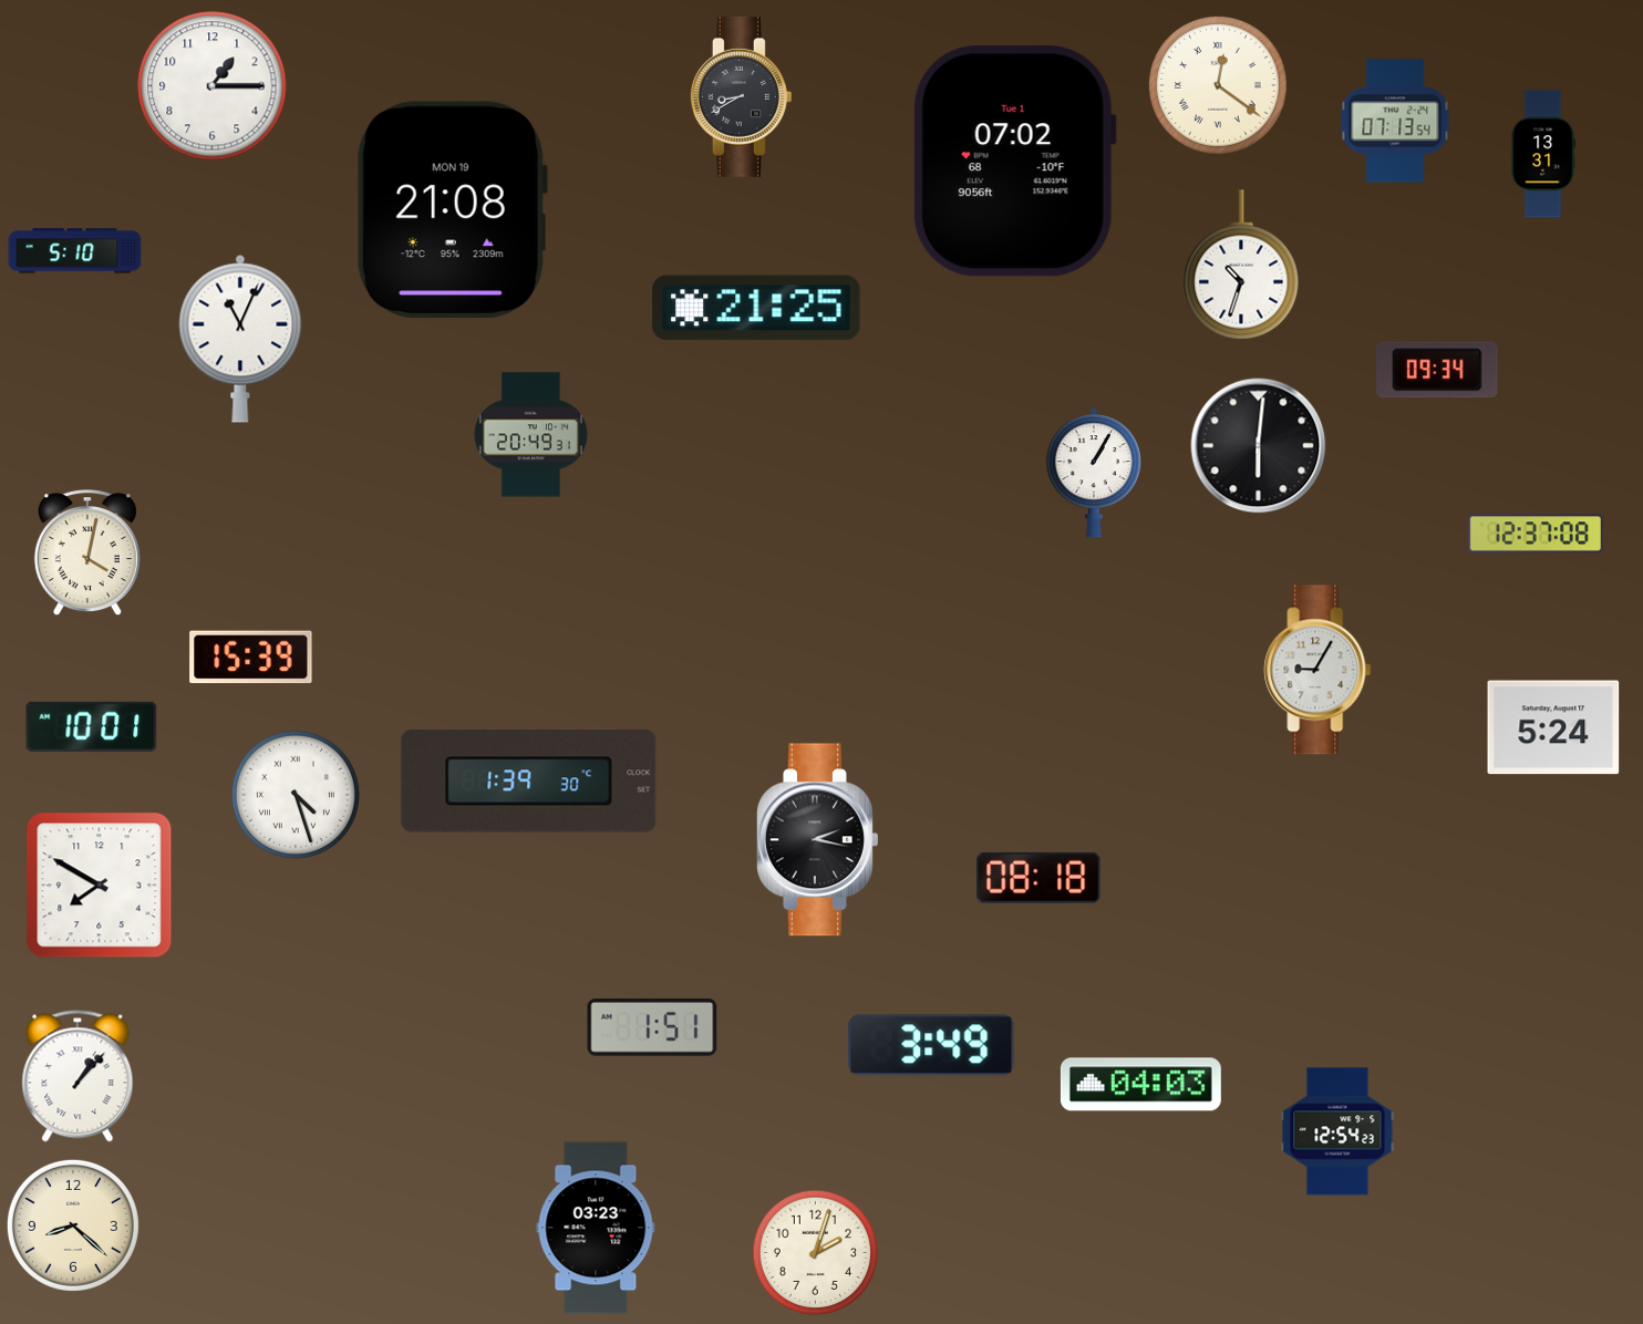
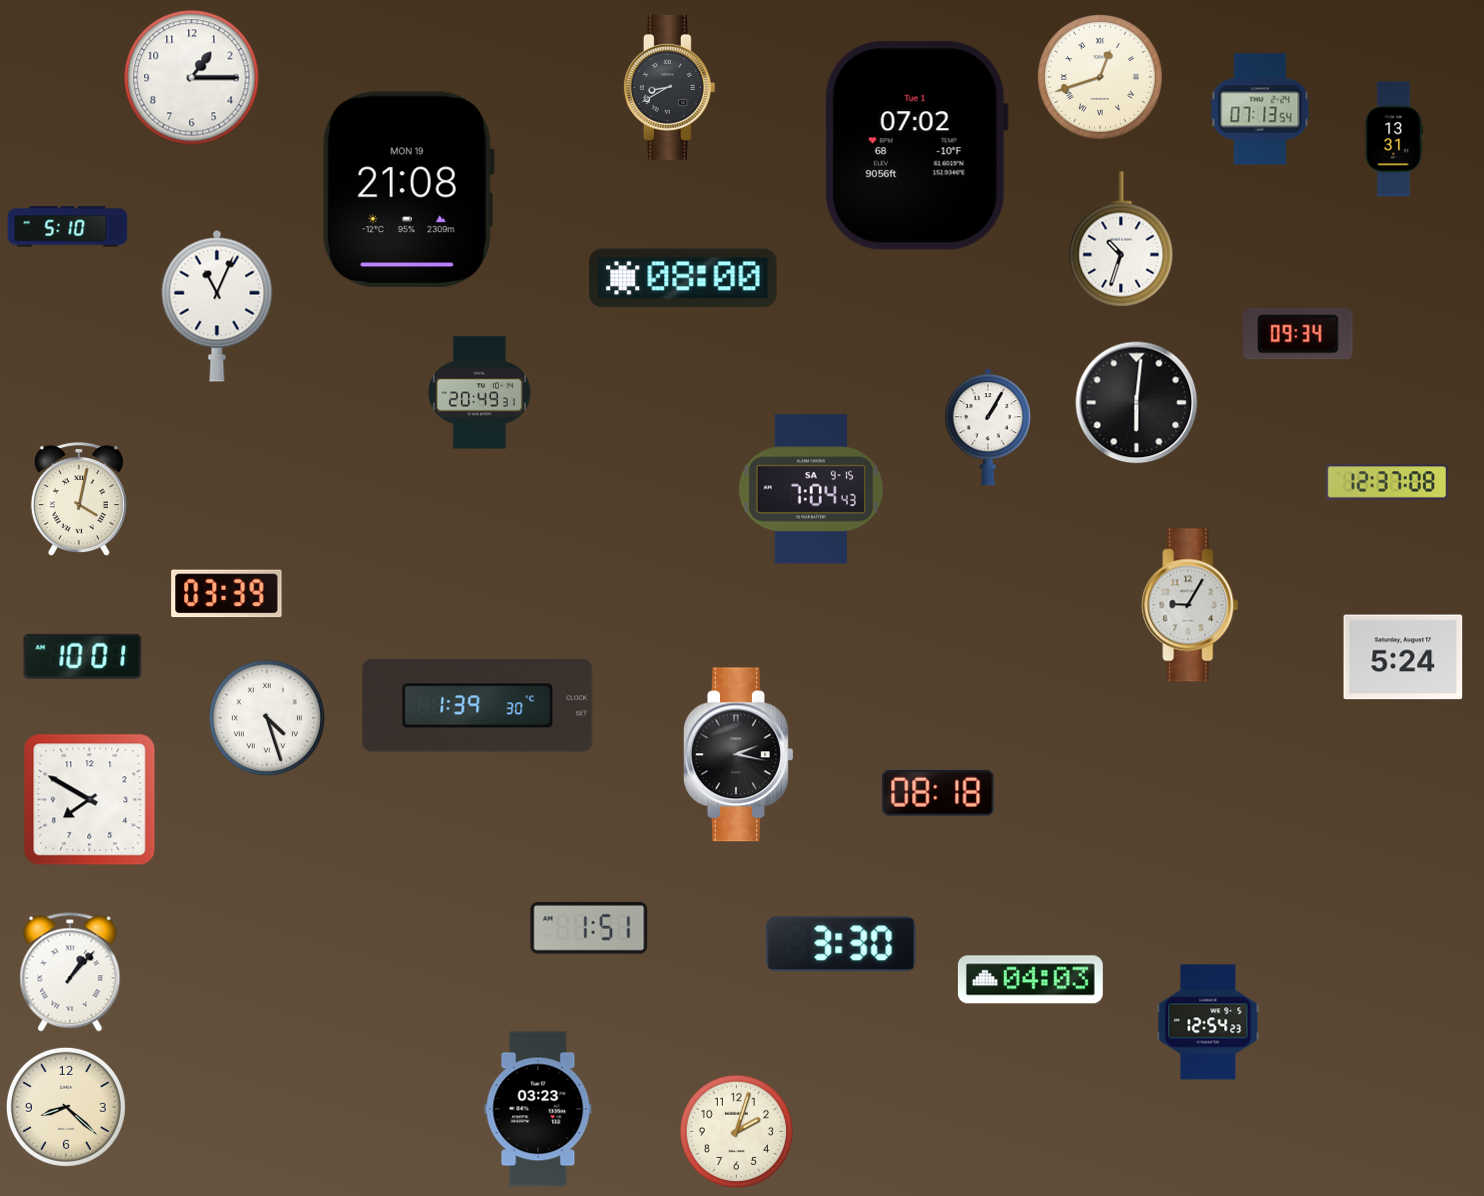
clock at (1219, 86): 12:21 -> 12:42
clock at (756, 308): 21:25 -> 08:00
clock at (811, 489): none -> 7:04
clock at (251, 658): 15:39 -> 03:39
clock at (818, 840) position: (818, 840) -> (739, 755)
clock at (931, 1045): 3:49 -> 3:30
